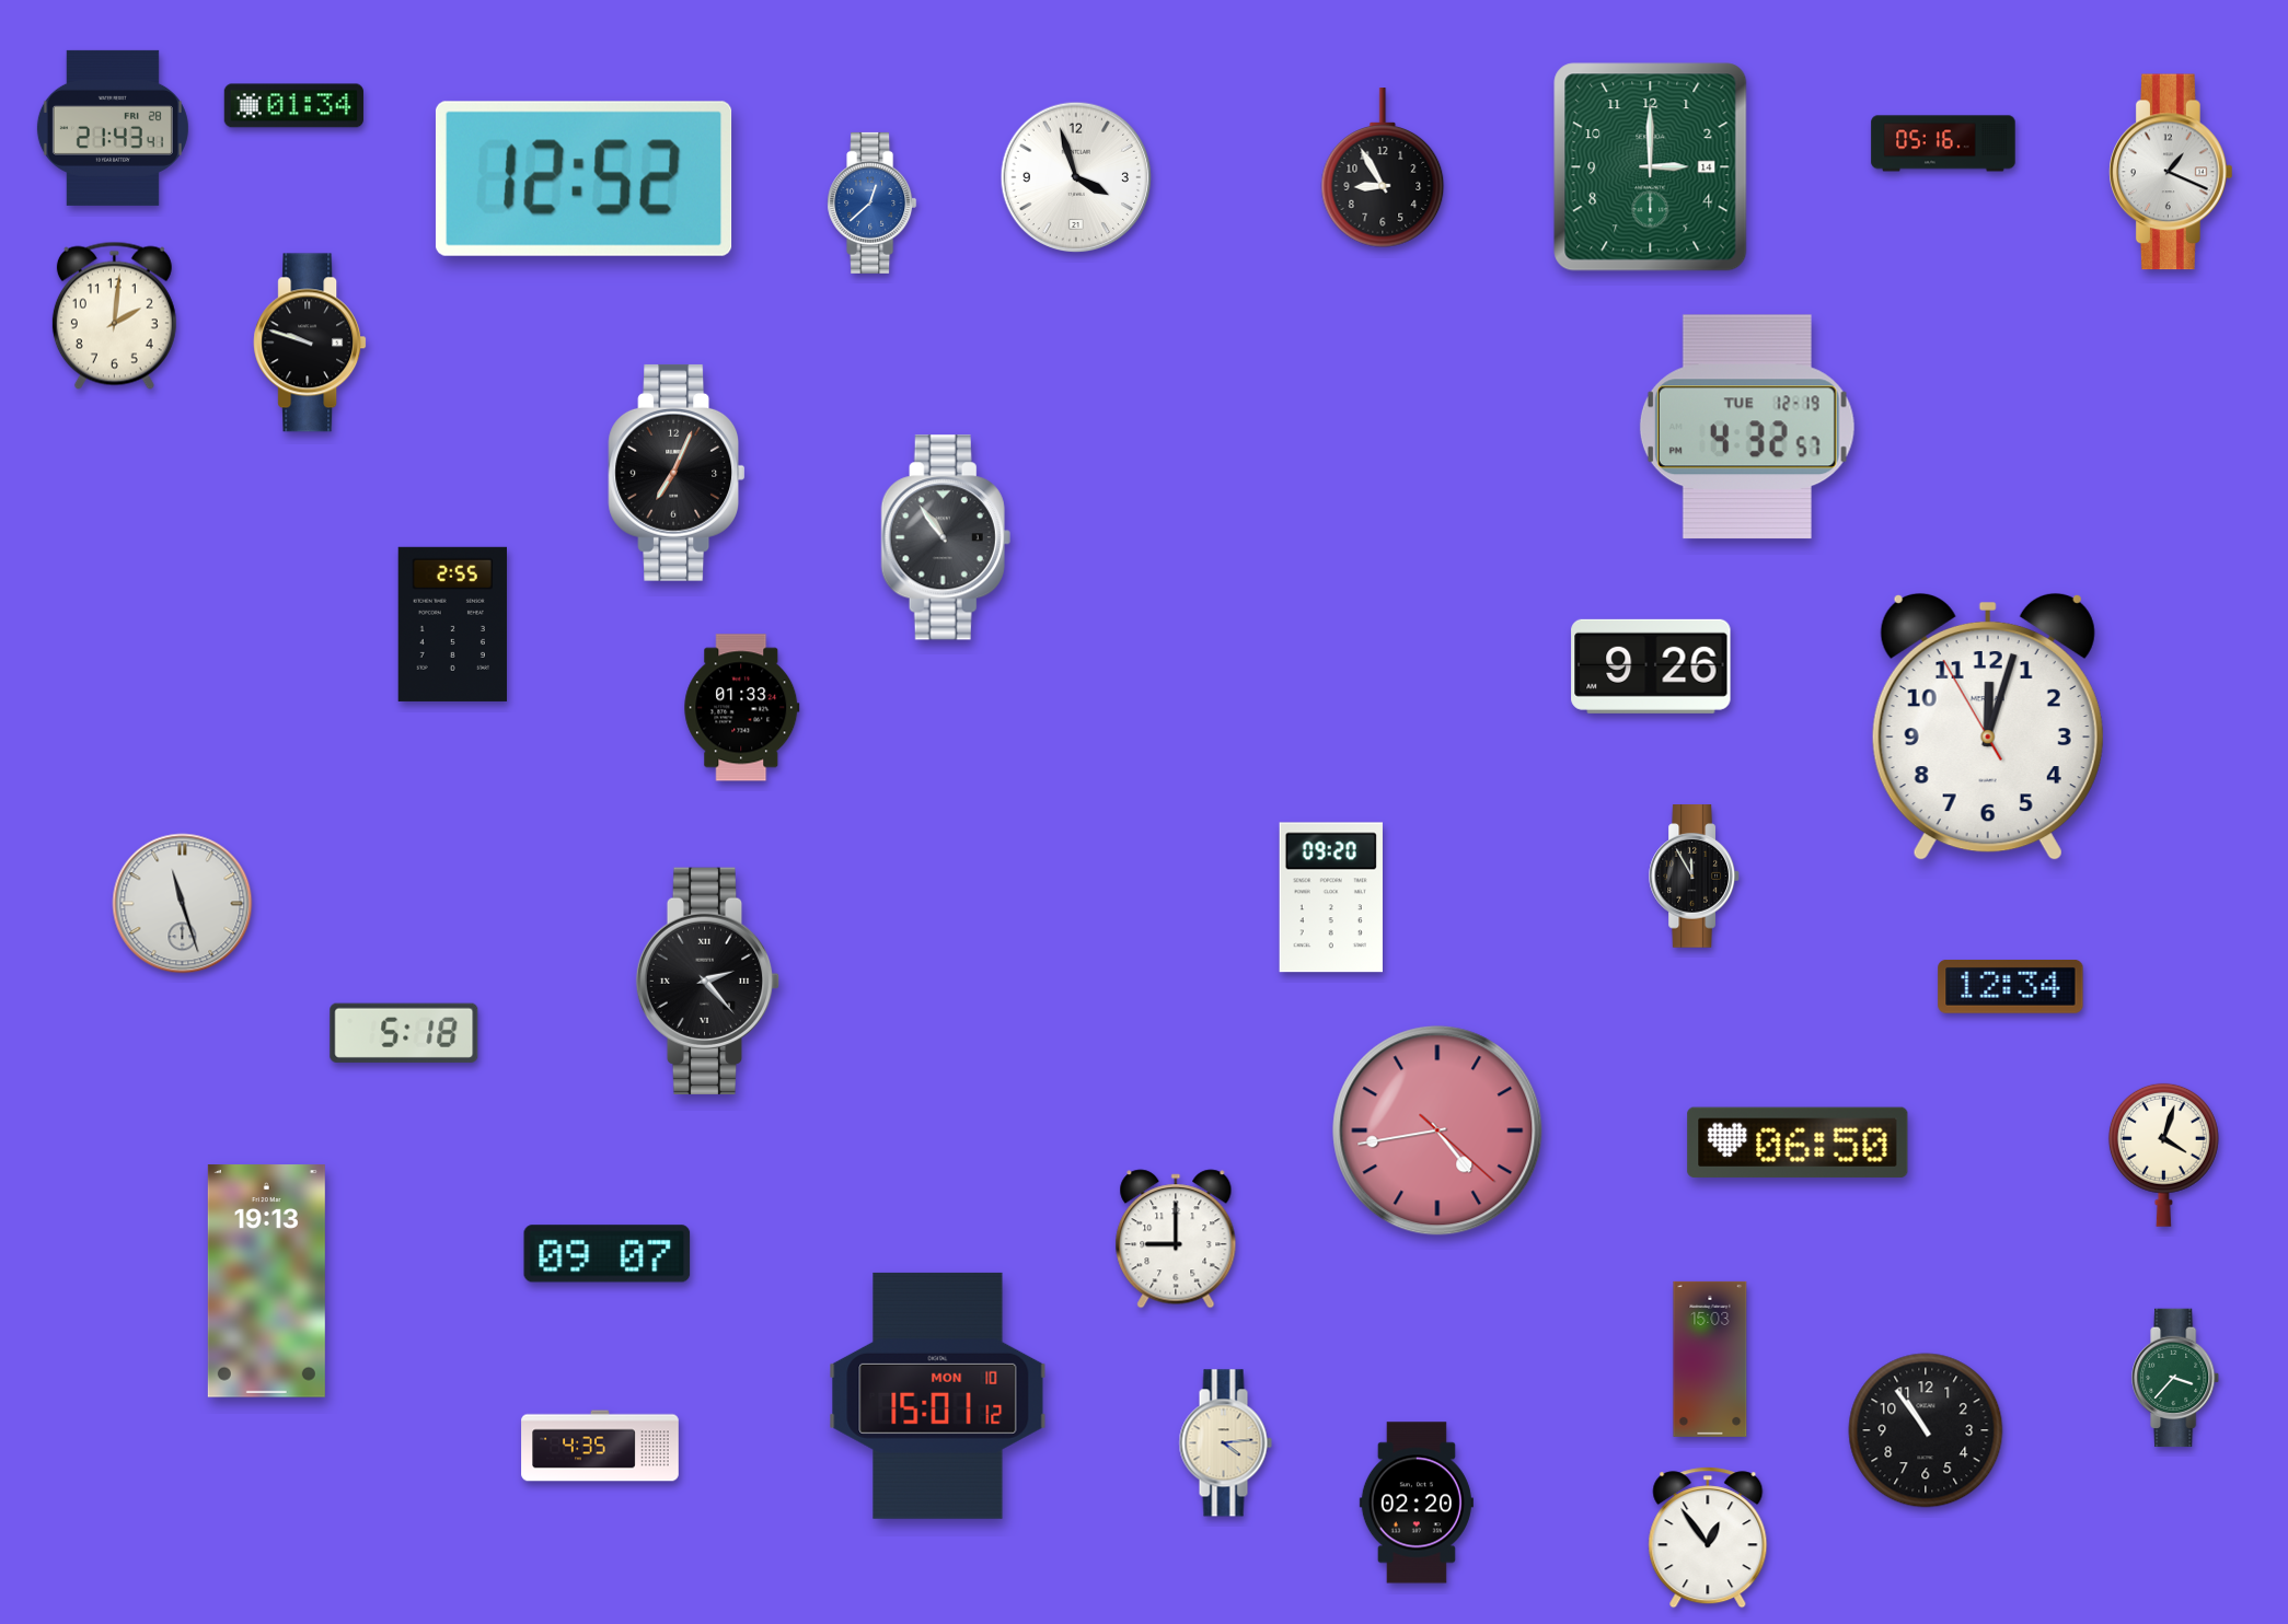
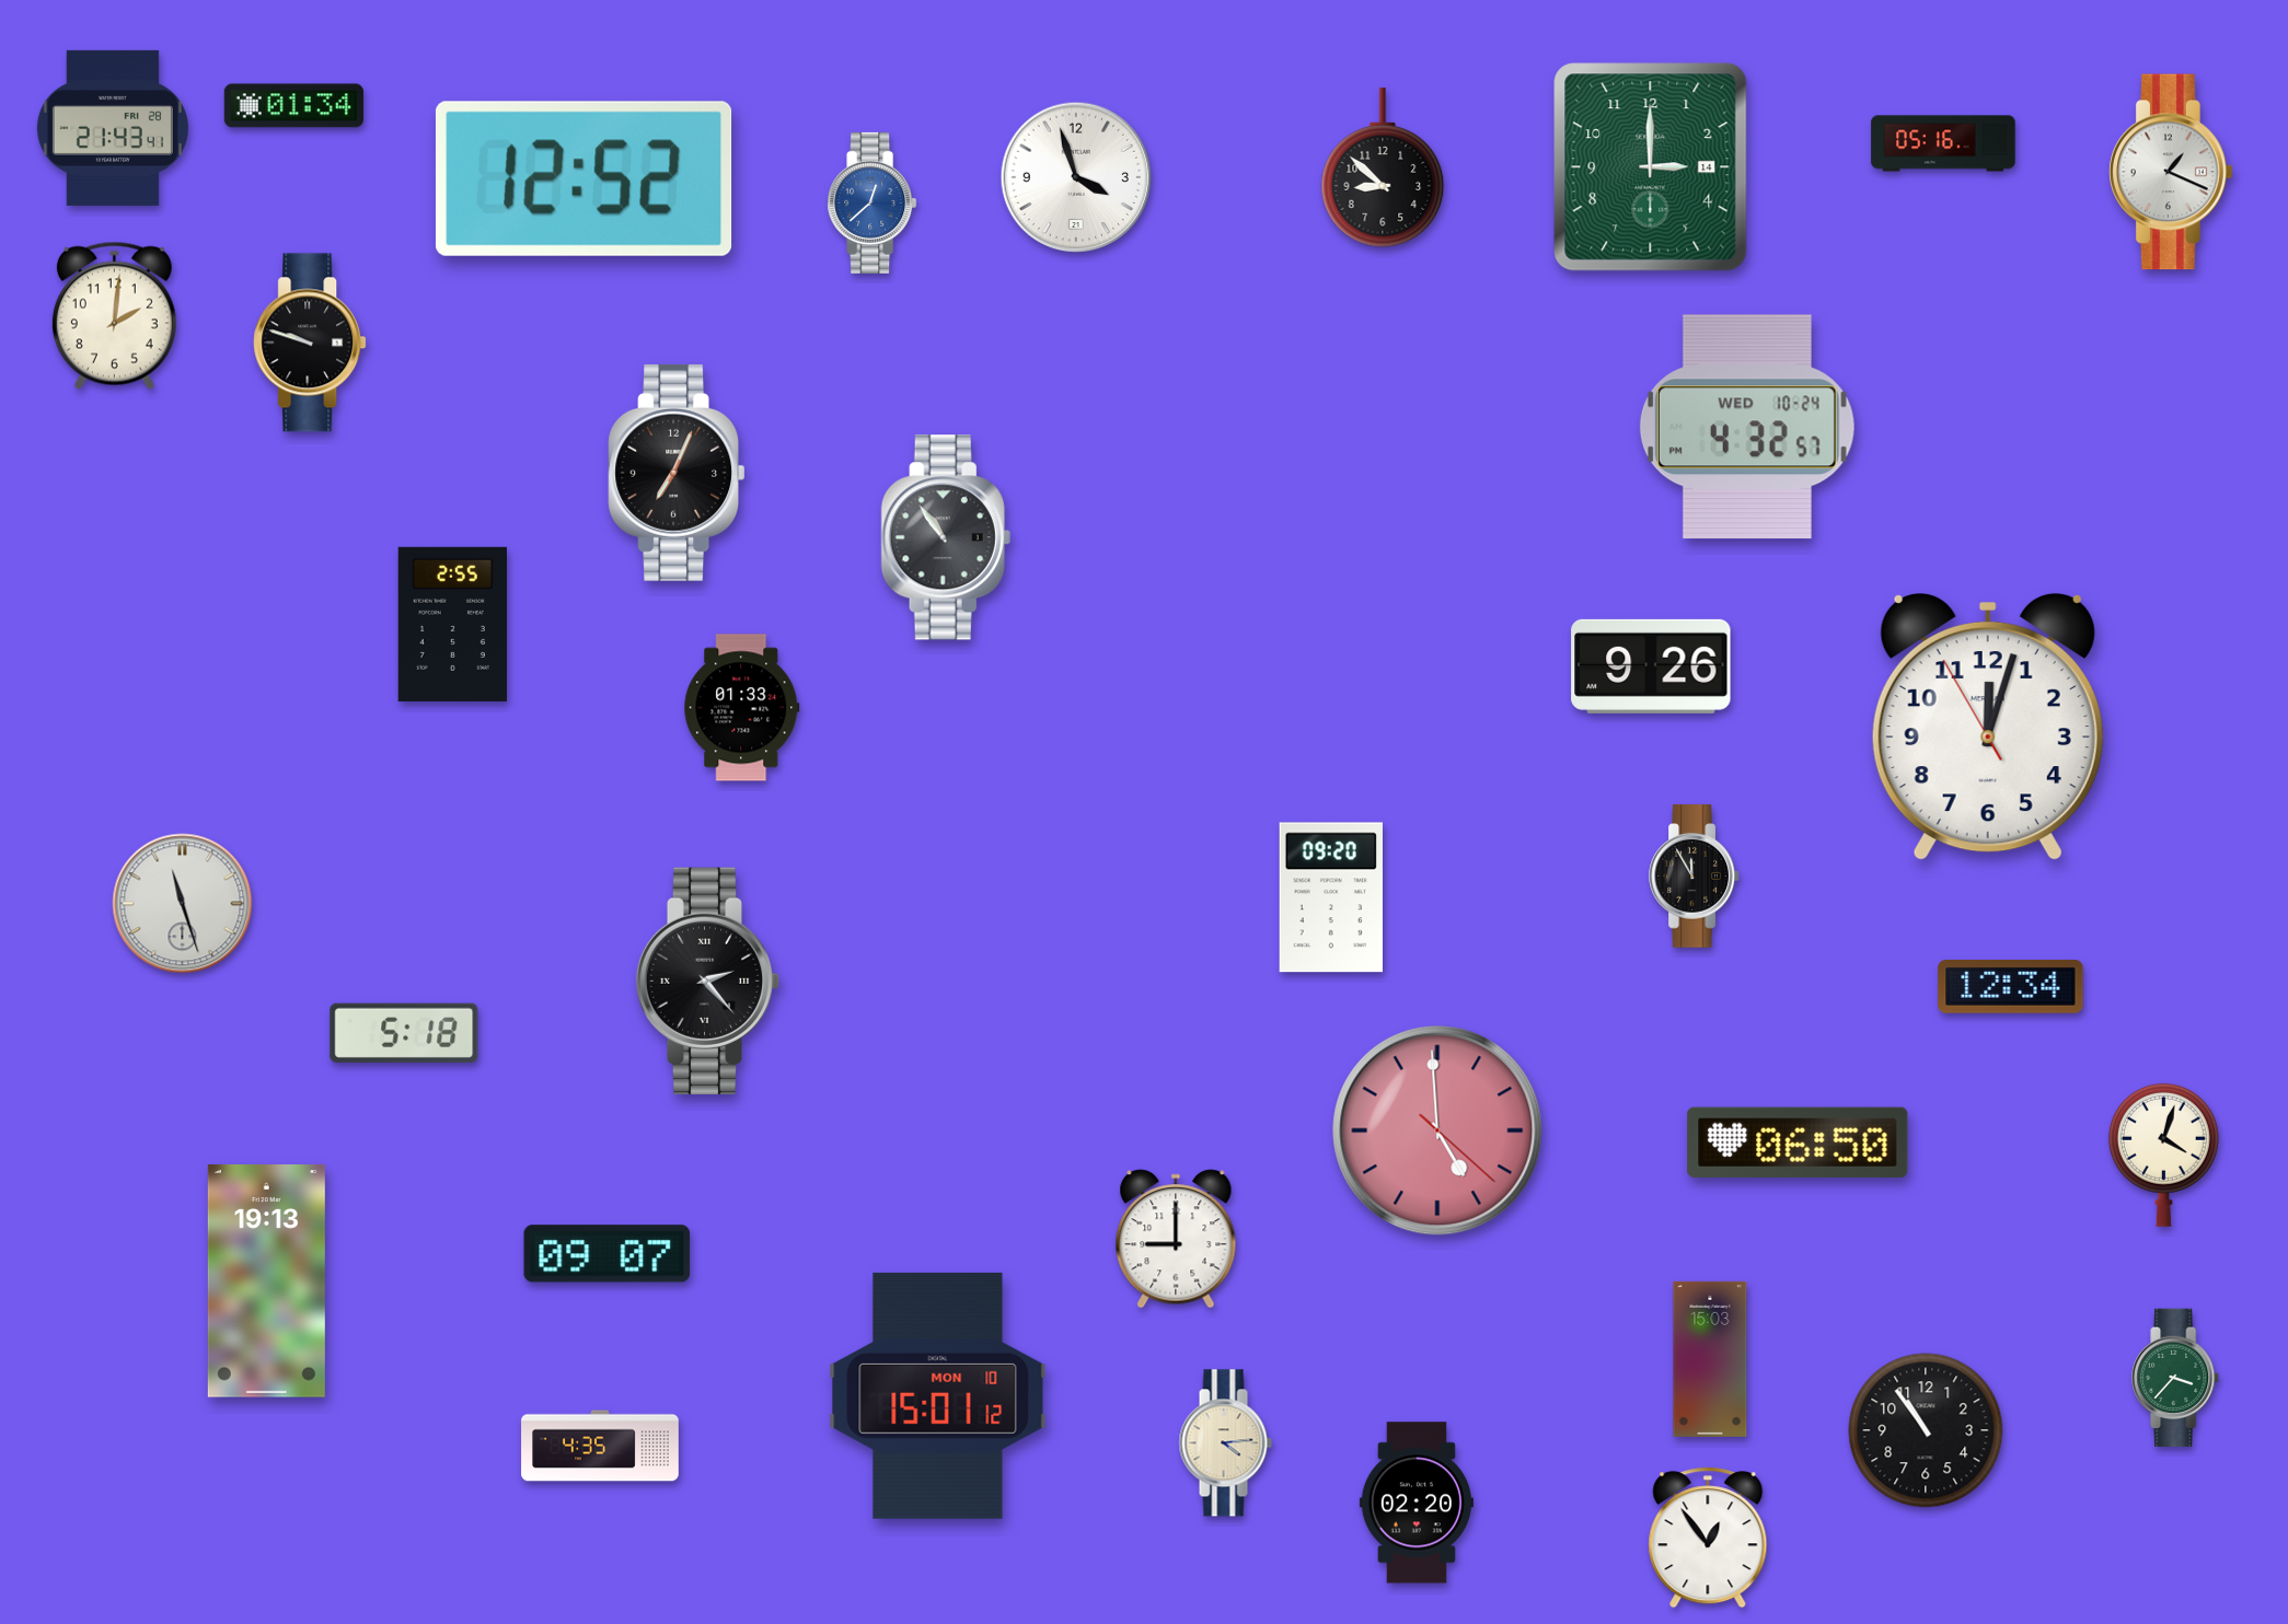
clock at (1383, 167): 8:55 -> 8:52
clock at (1747, 427) date: TUE 12-19 -> WED 10-24
clock at (1437, 1130): 4:43 -> 4:59
